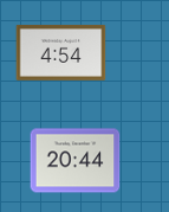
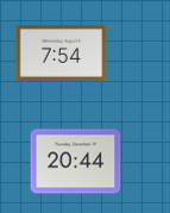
clock at (61, 52): 4:54 -> 7:54
